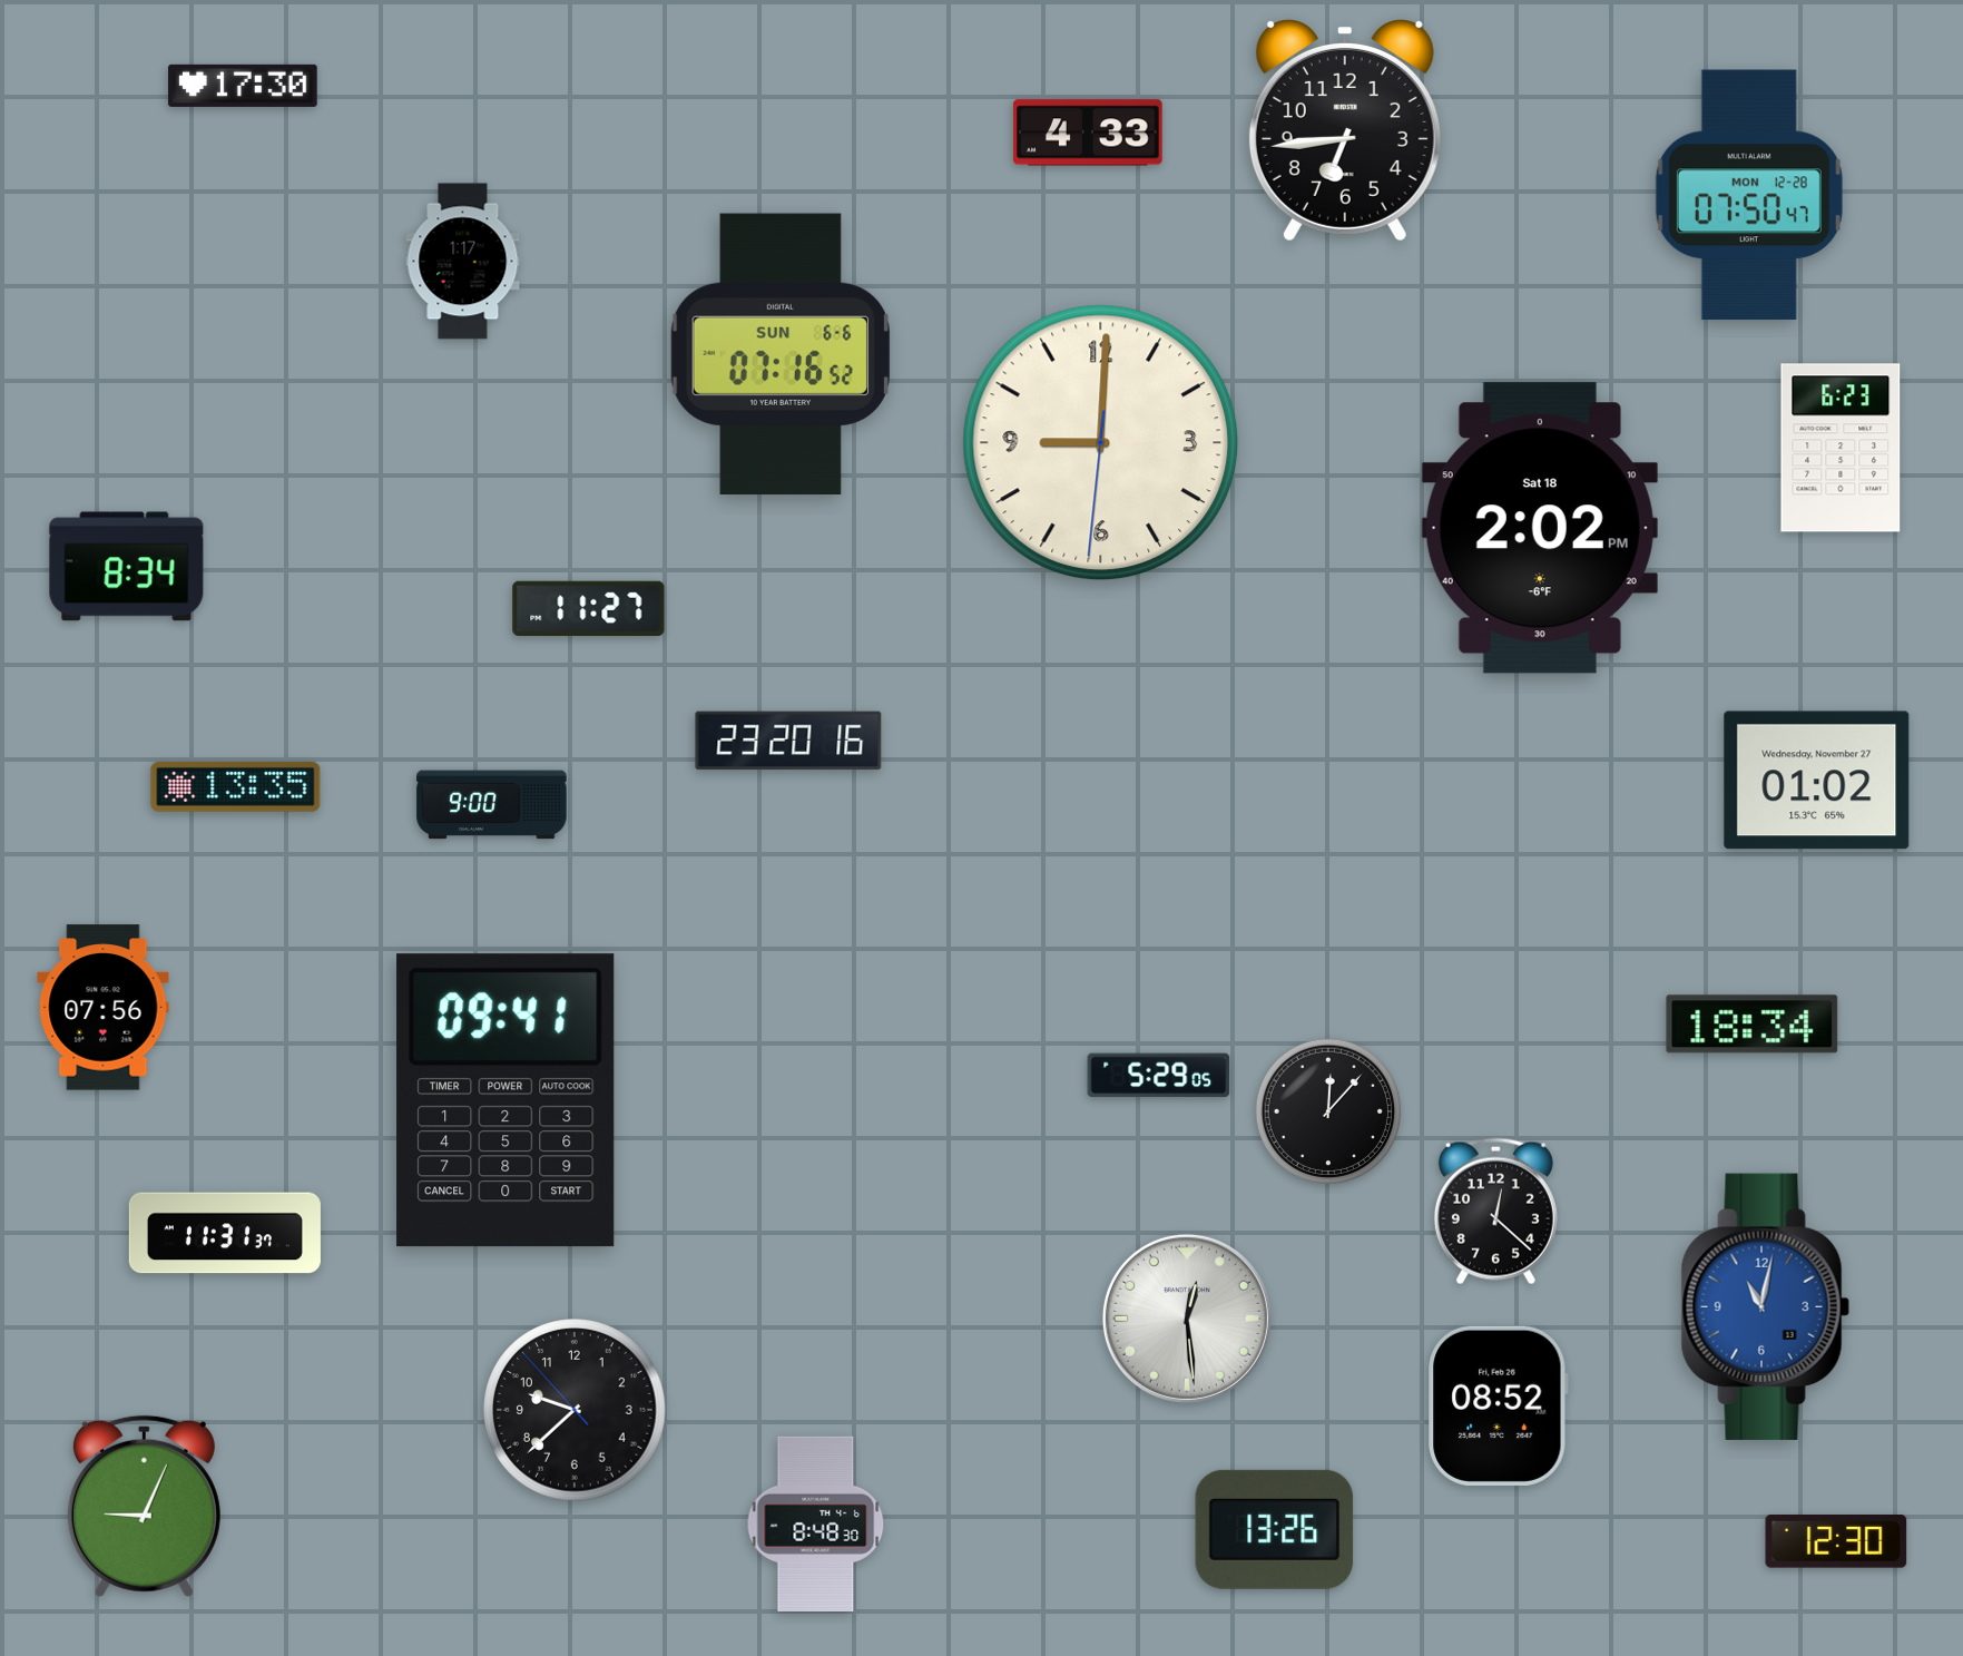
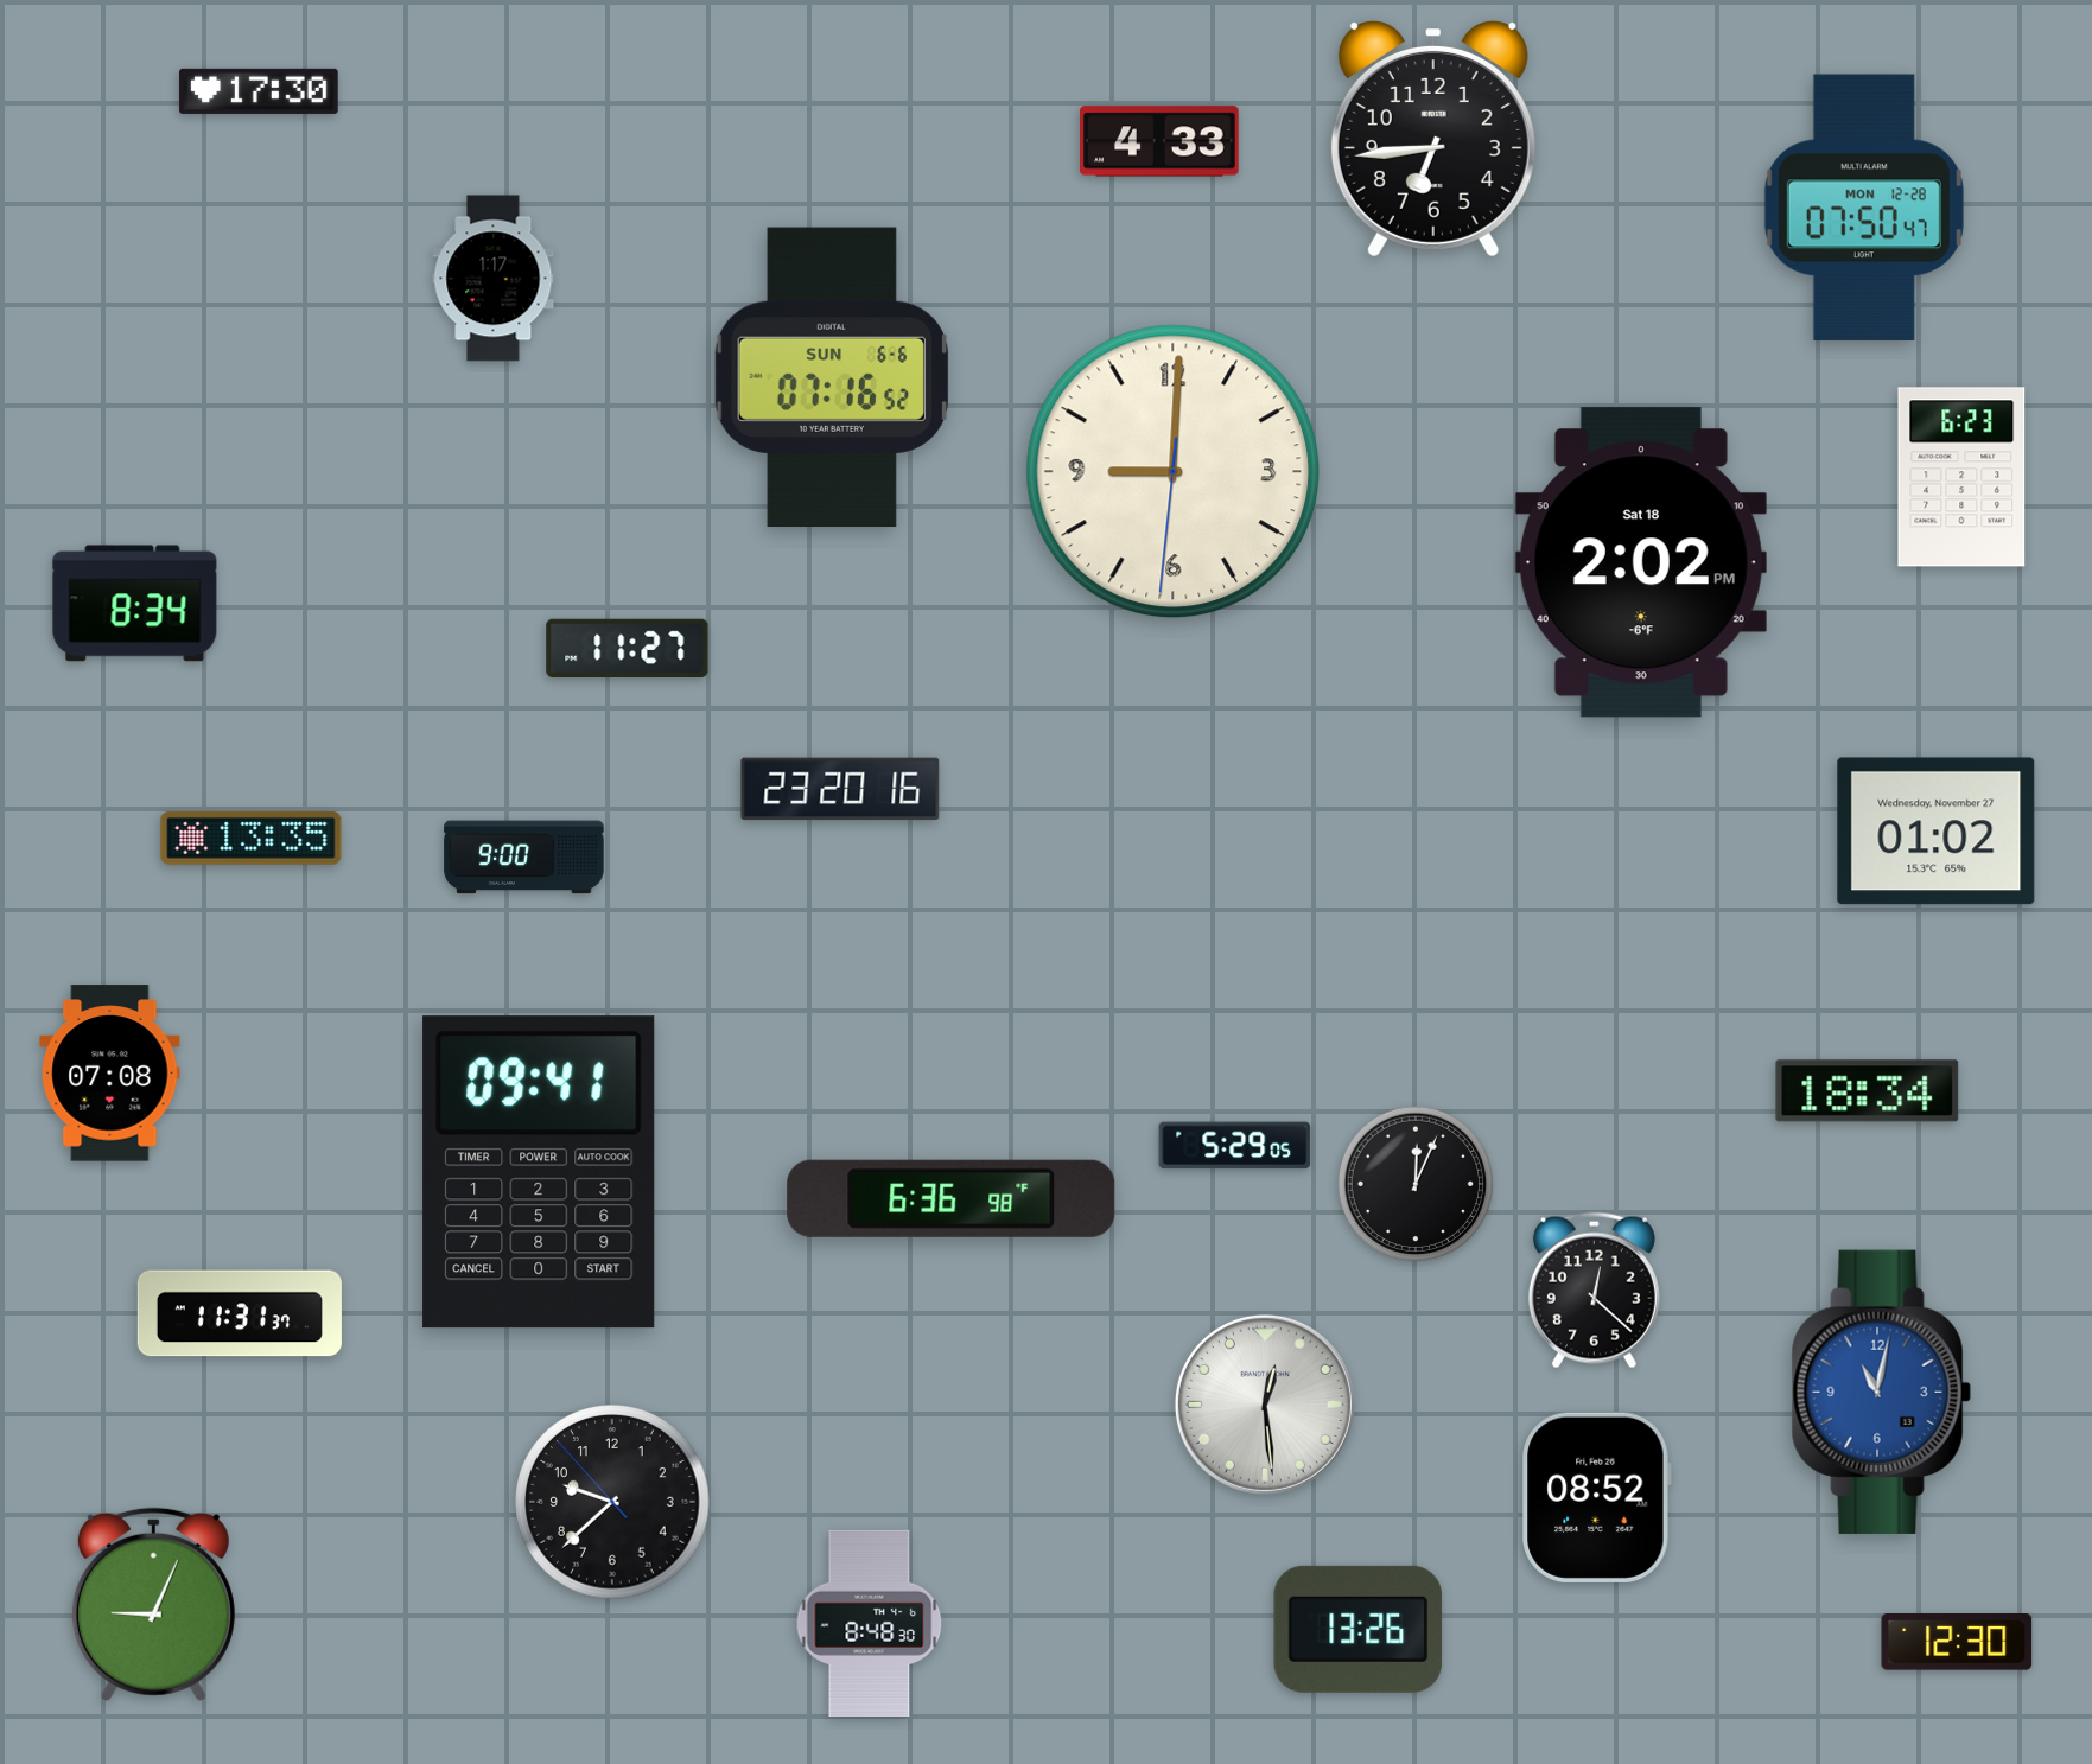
clock at (104, 1008): 07:56 -> 07:08
clock at (1327, 1110): 12:07 -> 12:04
clock at (952, 1198): none -> 6:36
